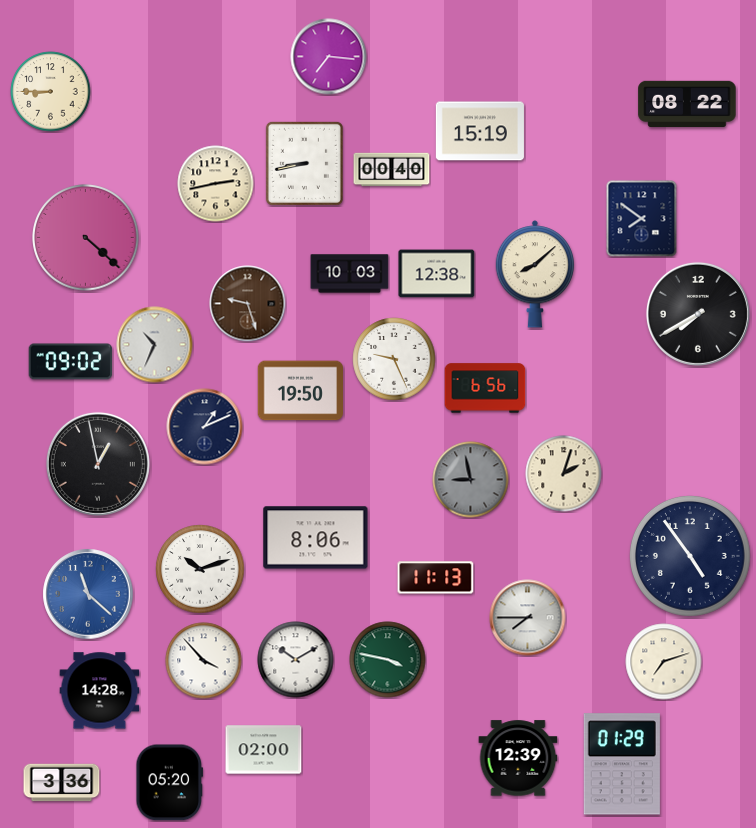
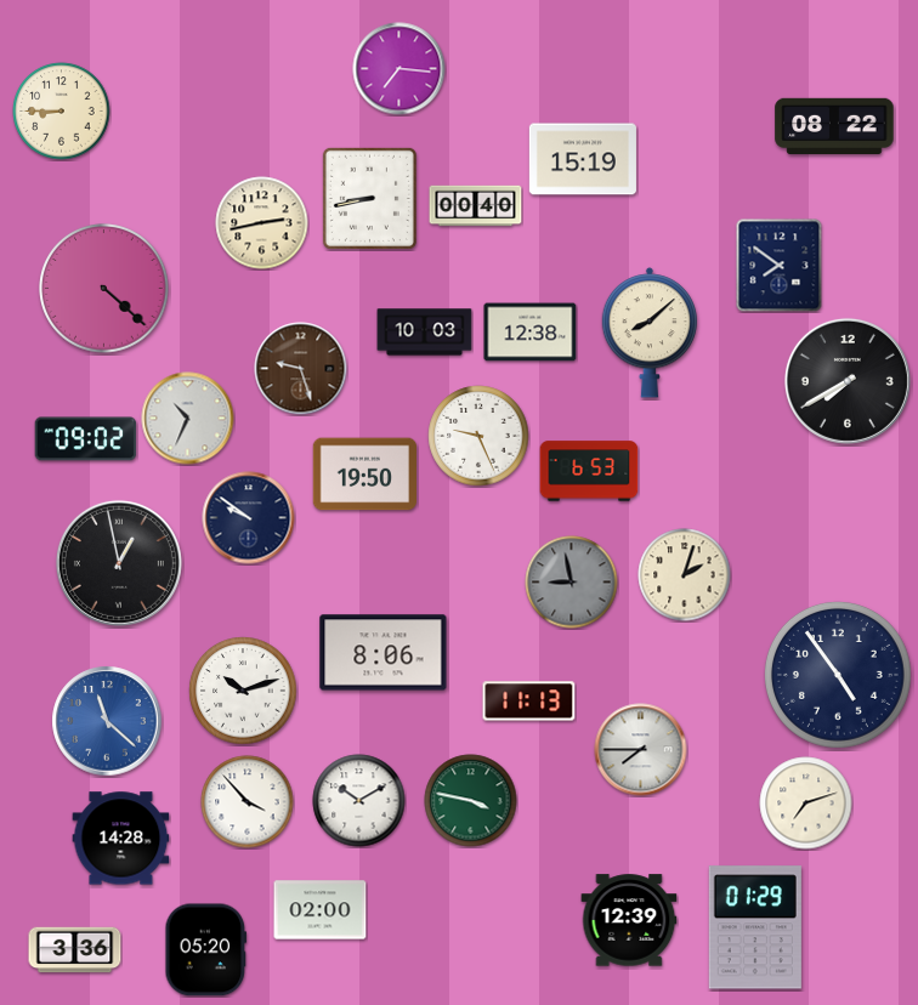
clock at (485, 388): 6:56 -> 6:53
clock at (205, 427): 1:11 -> 9:51
